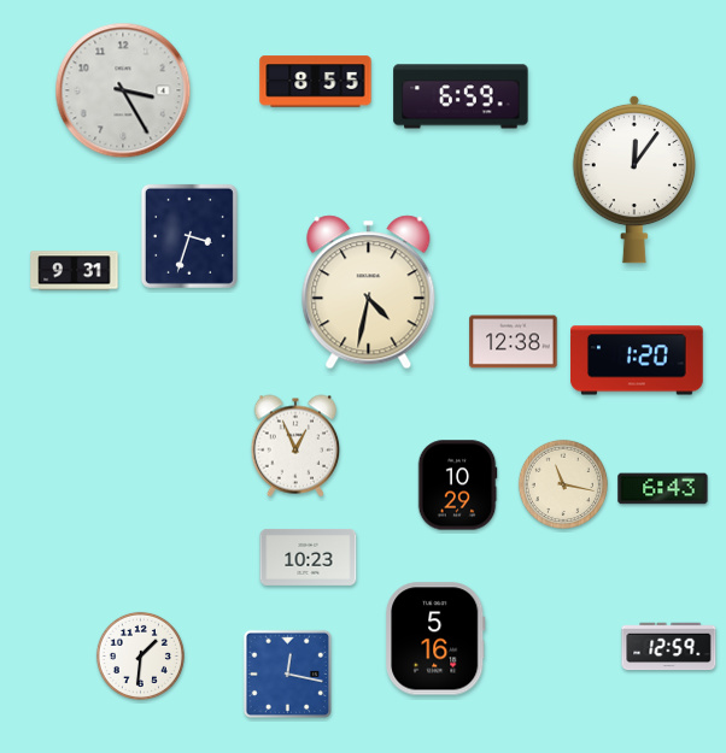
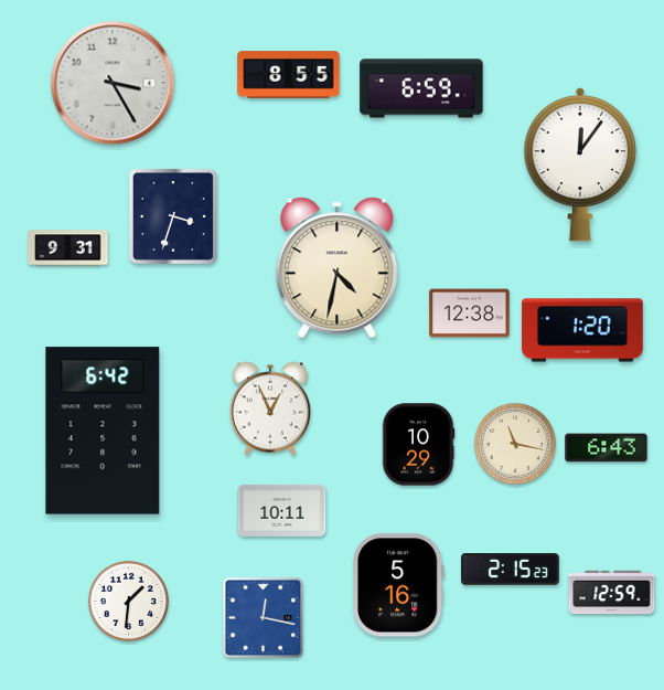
clock at (103, 431): none -> 6:42
clock at (309, 557): 10:23 -> 10:11
clock at (510, 570): none -> 2:15
